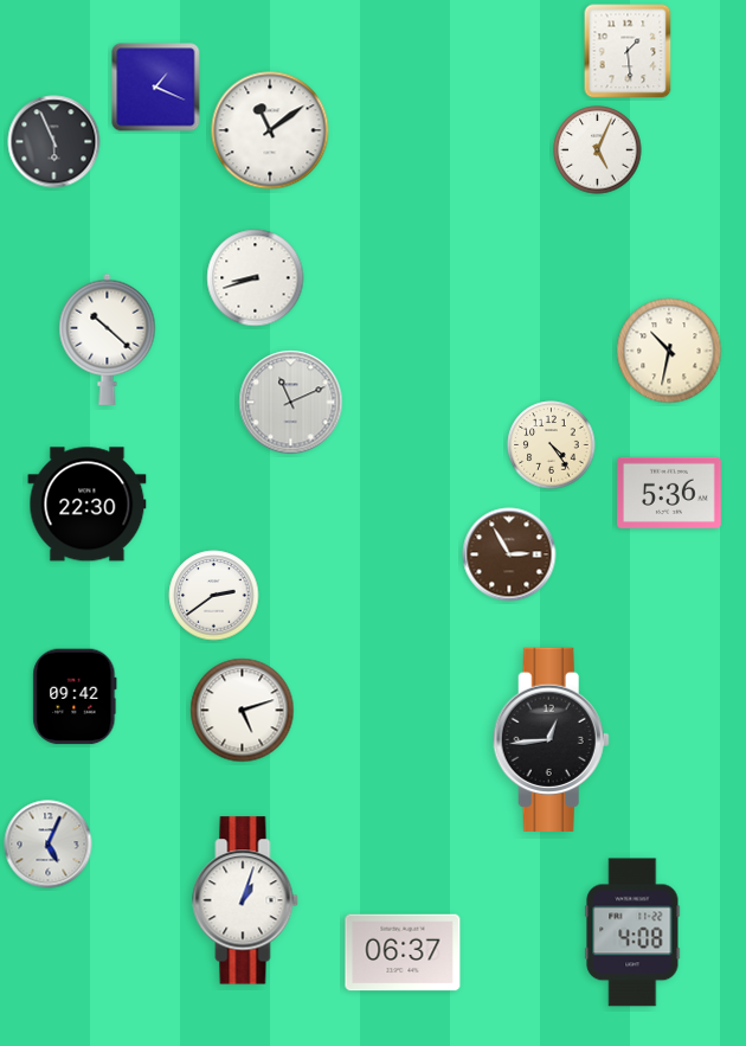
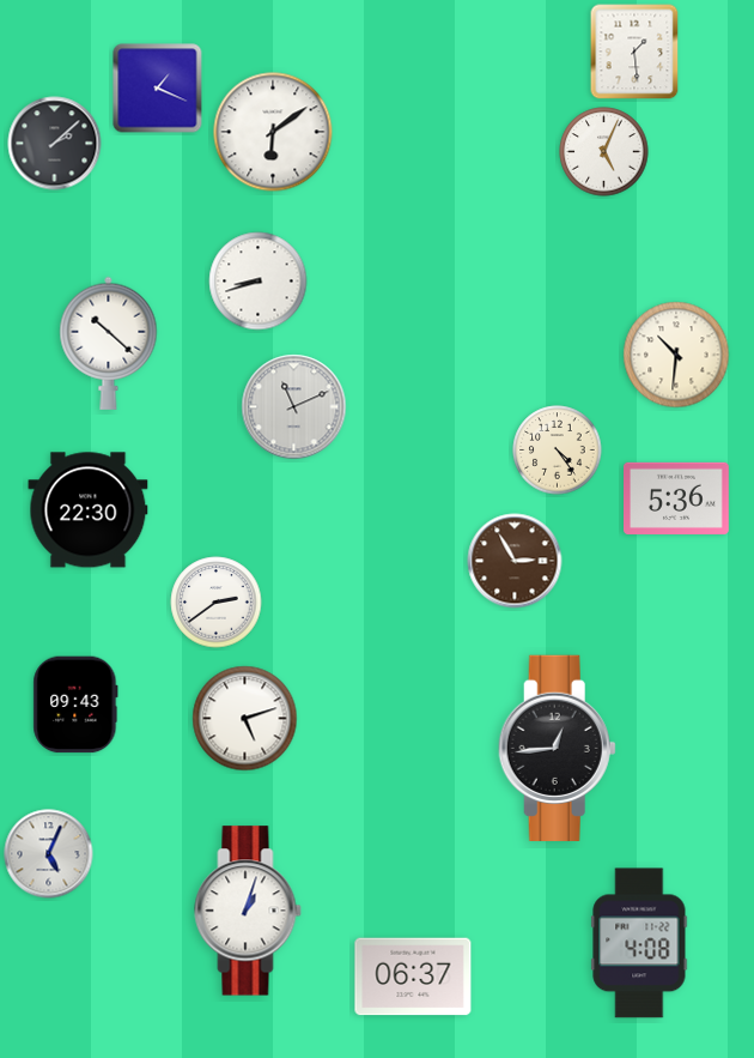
clock at (270, 130): 11:09 -> 6:09
clock at (54, 142): 5:56 -> 2:08
clock at (669, 351): 10:32 -> 10:31
clock at (75, 697): 09:42 -> 09:43
clock at (403, 952) position: (403, 952) -> (413, 977)
